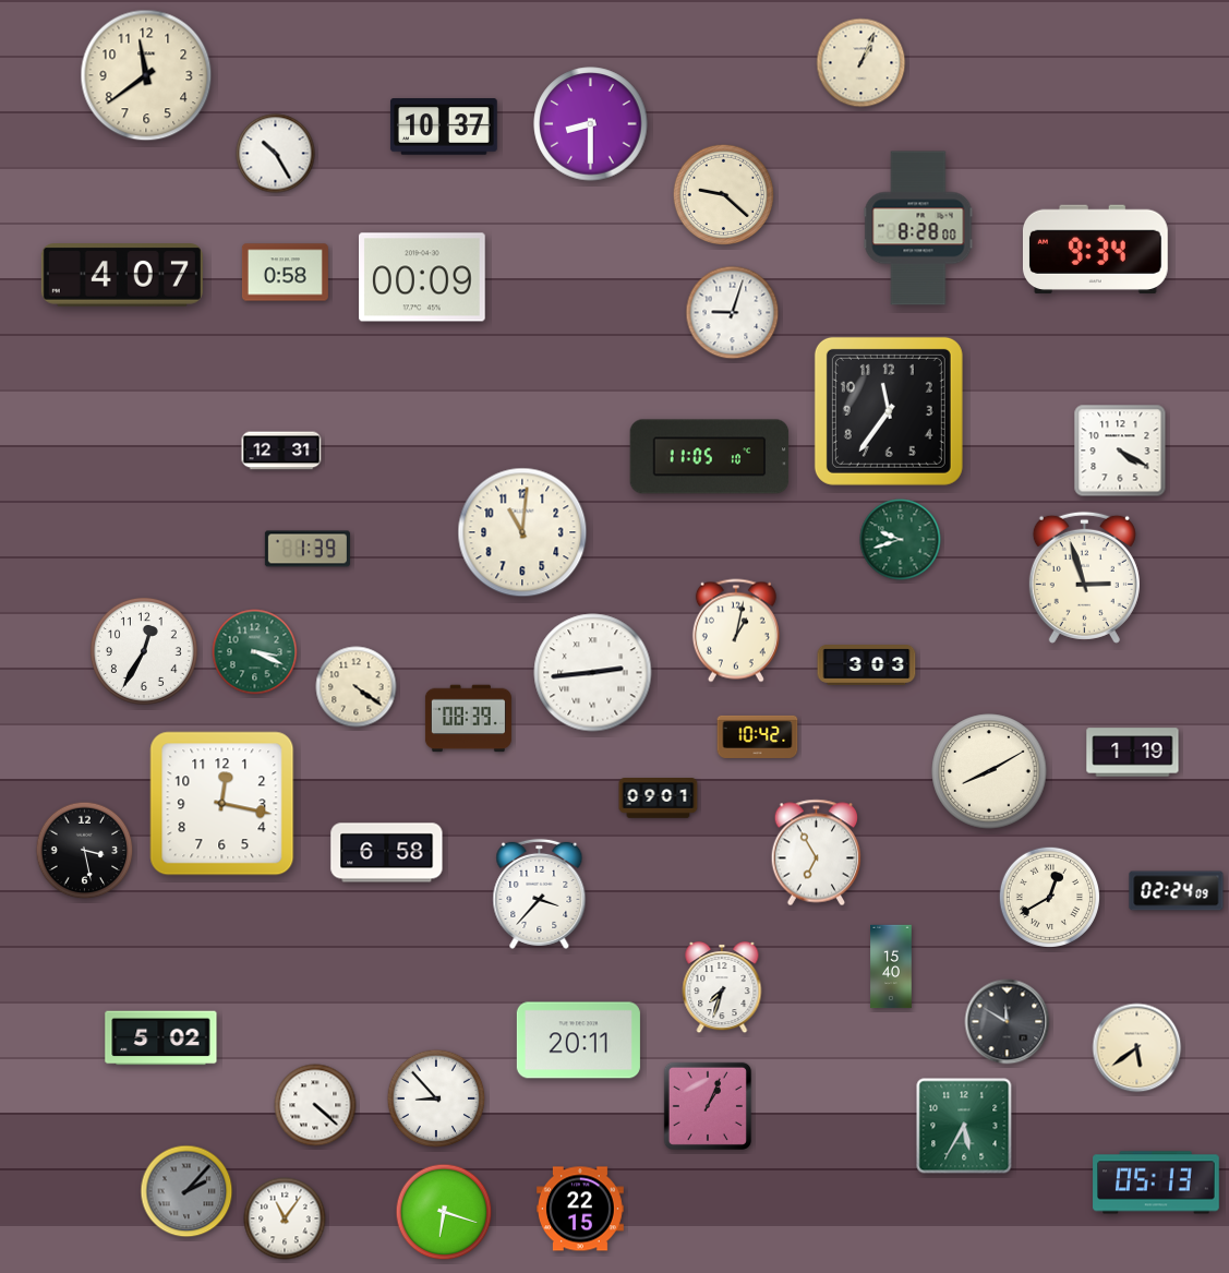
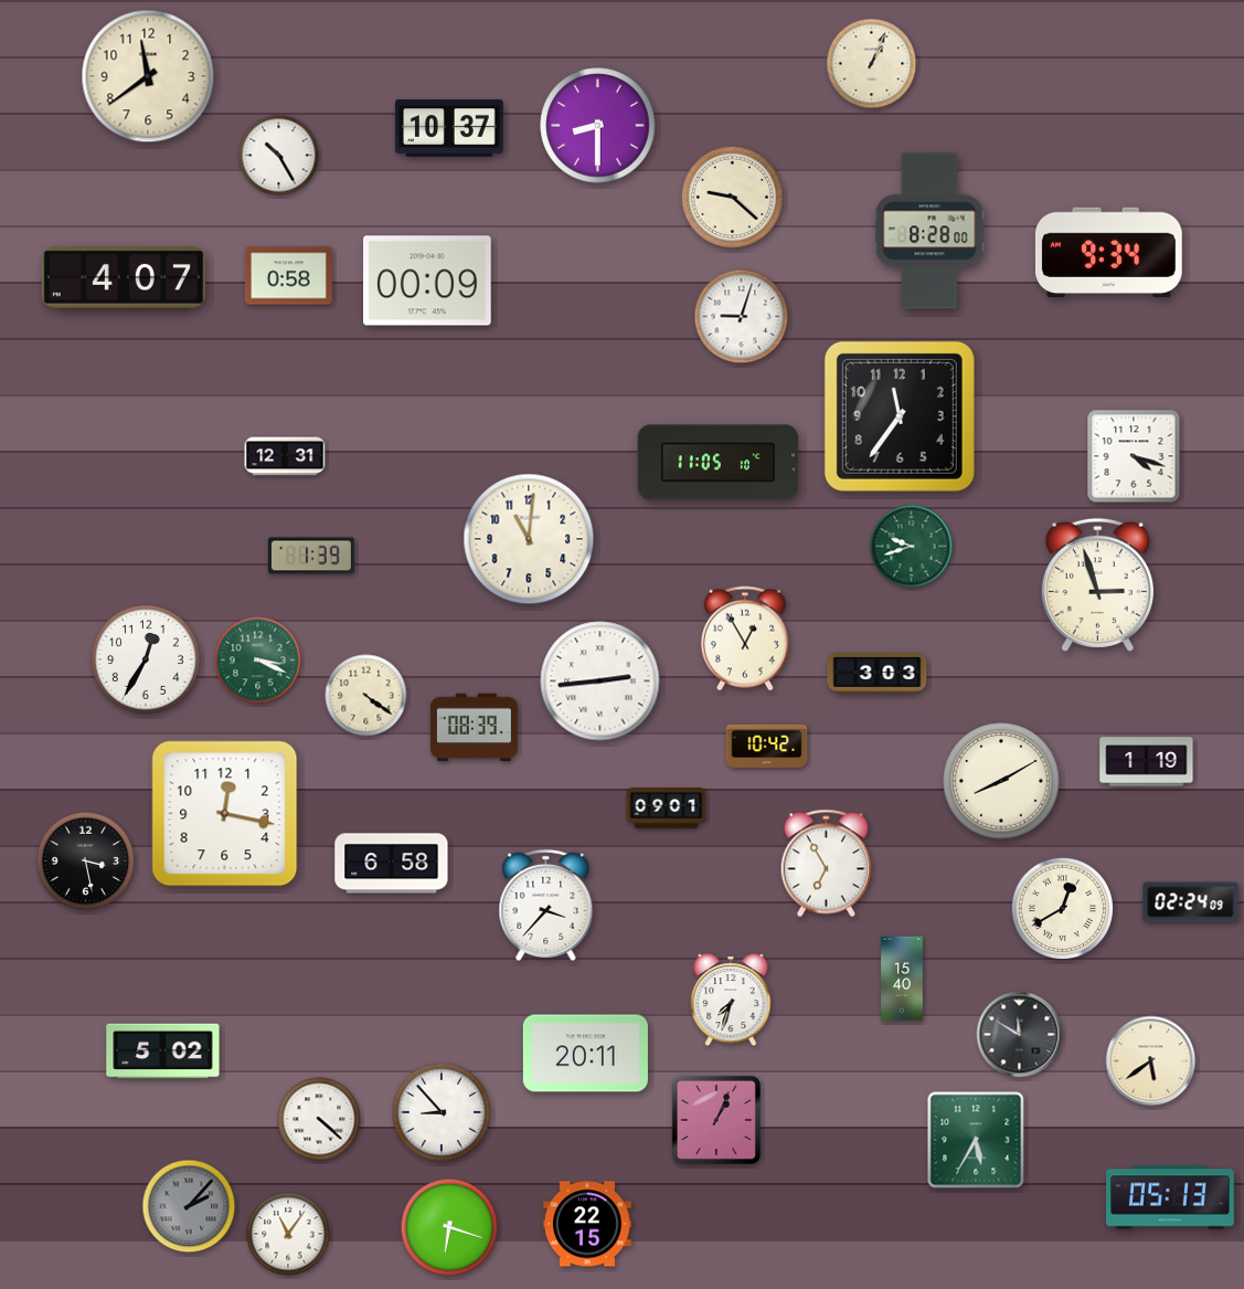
clock at (1120, 451): 4:20 -> 4:18
clock at (736, 631): 1:02 -> 12:55
clock at (357, 687) position: (357, 687) -> (366, 696)
